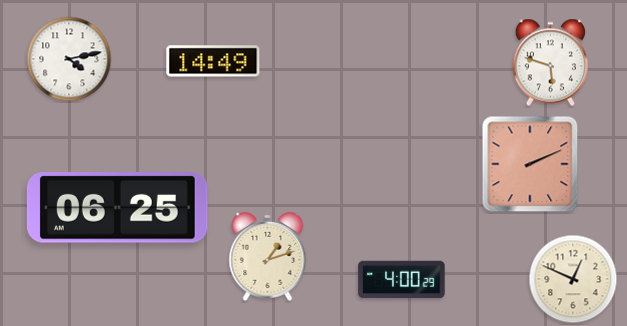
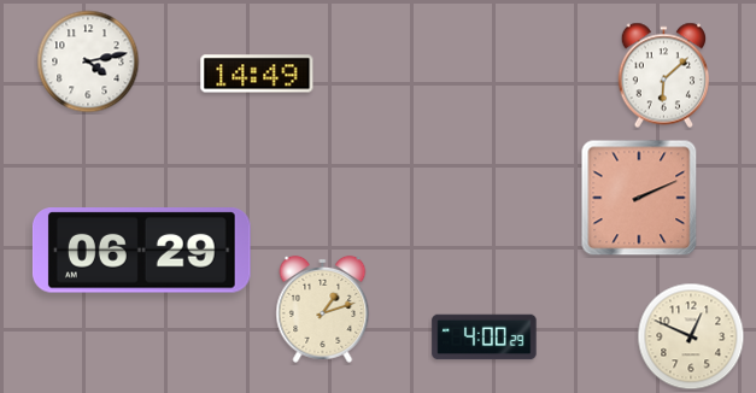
clock at (69, 59) position: (69, 59) -> (88, 61)
clock at (551, 63): 5:48 -> 6:08
clock at (117, 208): 06:25 -> 06:29
